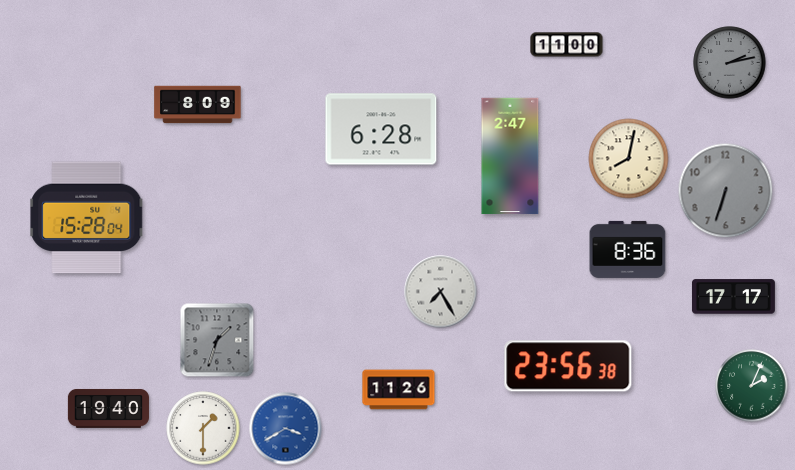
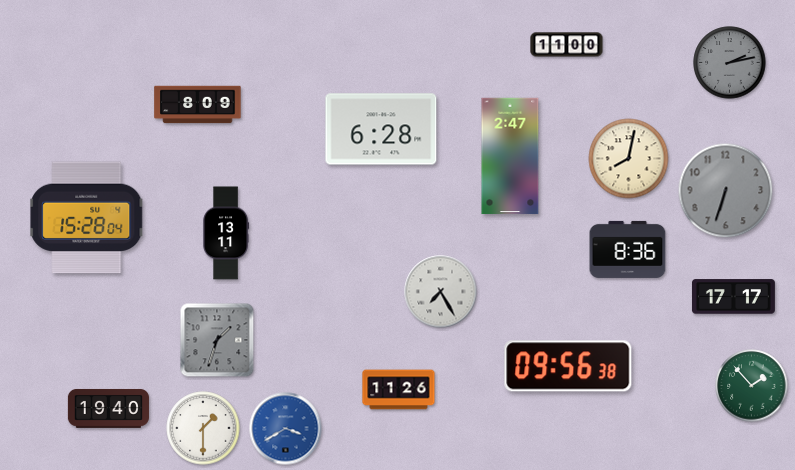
clock at (226, 233): none -> 13:11
clock at (568, 366): 23:56 -> 09:56
clock at (752, 386): 2:04 -> 1:53
